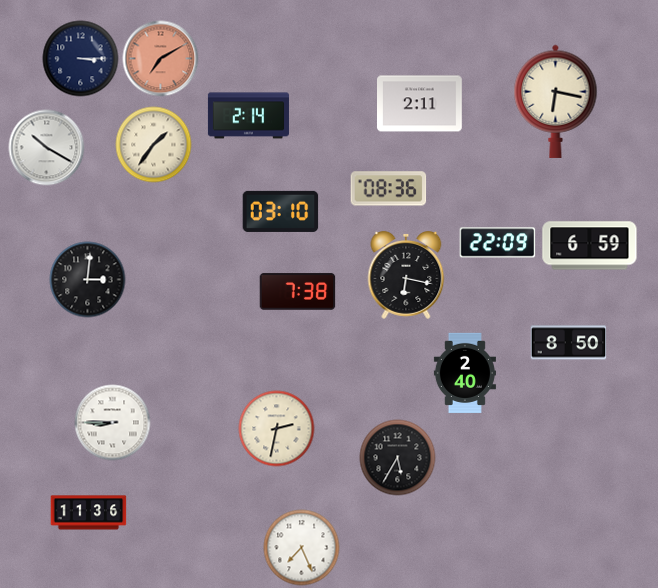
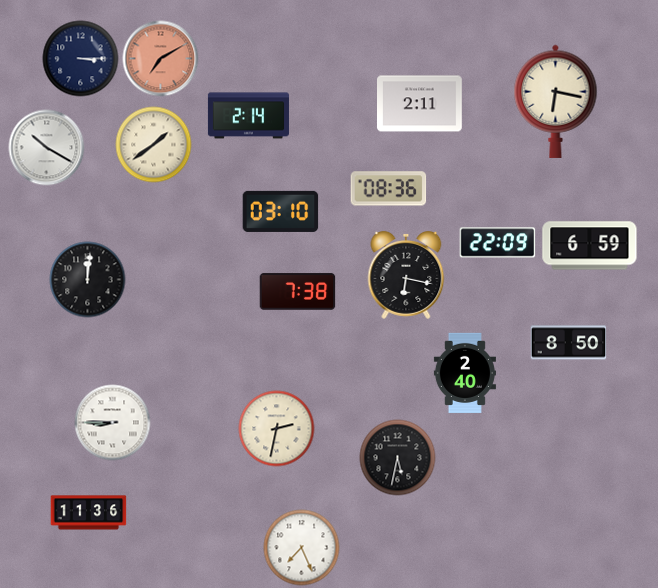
clock at (154, 145): 1:36 -> 1:39
clock at (88, 280): 3:01 -> 12:01
clock at (398, 458): 5:35 -> 5:32
